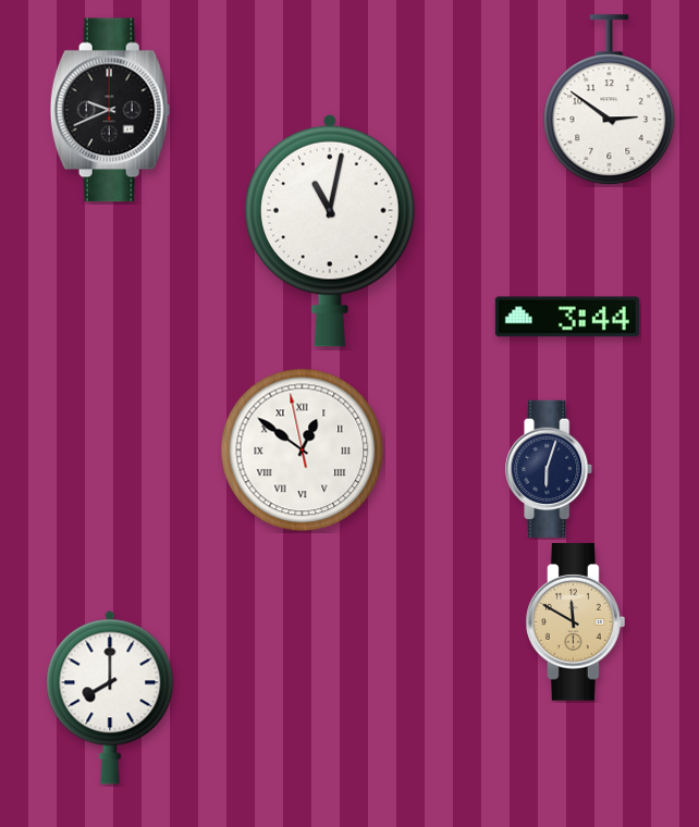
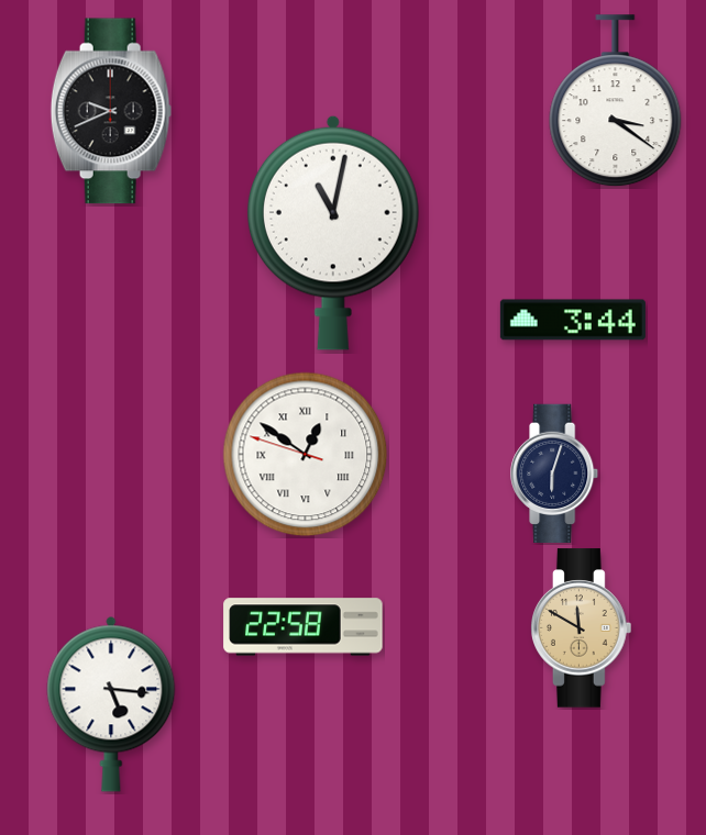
clock at (610, 100): 2:51 -> 3:21
clock at (303, 450): 12:50:58 -> 12:50:48
clock at (304, 627): none -> 22:58
clock at (110, 698): 8:00 -> 5:16
